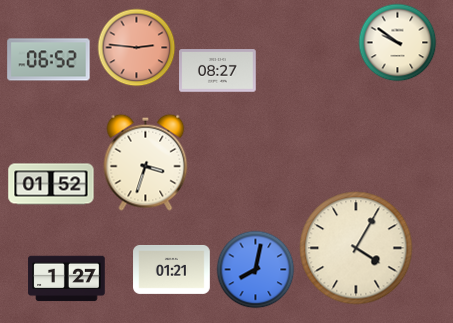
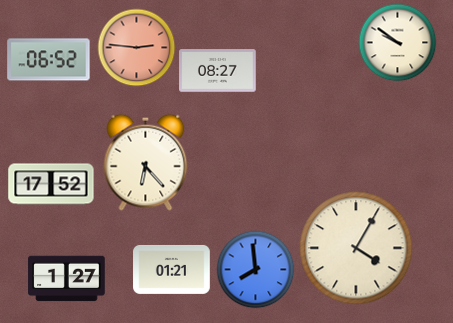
clock at (146, 162): 3:33 -> 6:23
clock at (51, 184): 01:52 -> 17:52
clock at (255, 269): 8:02 -> 7:59
